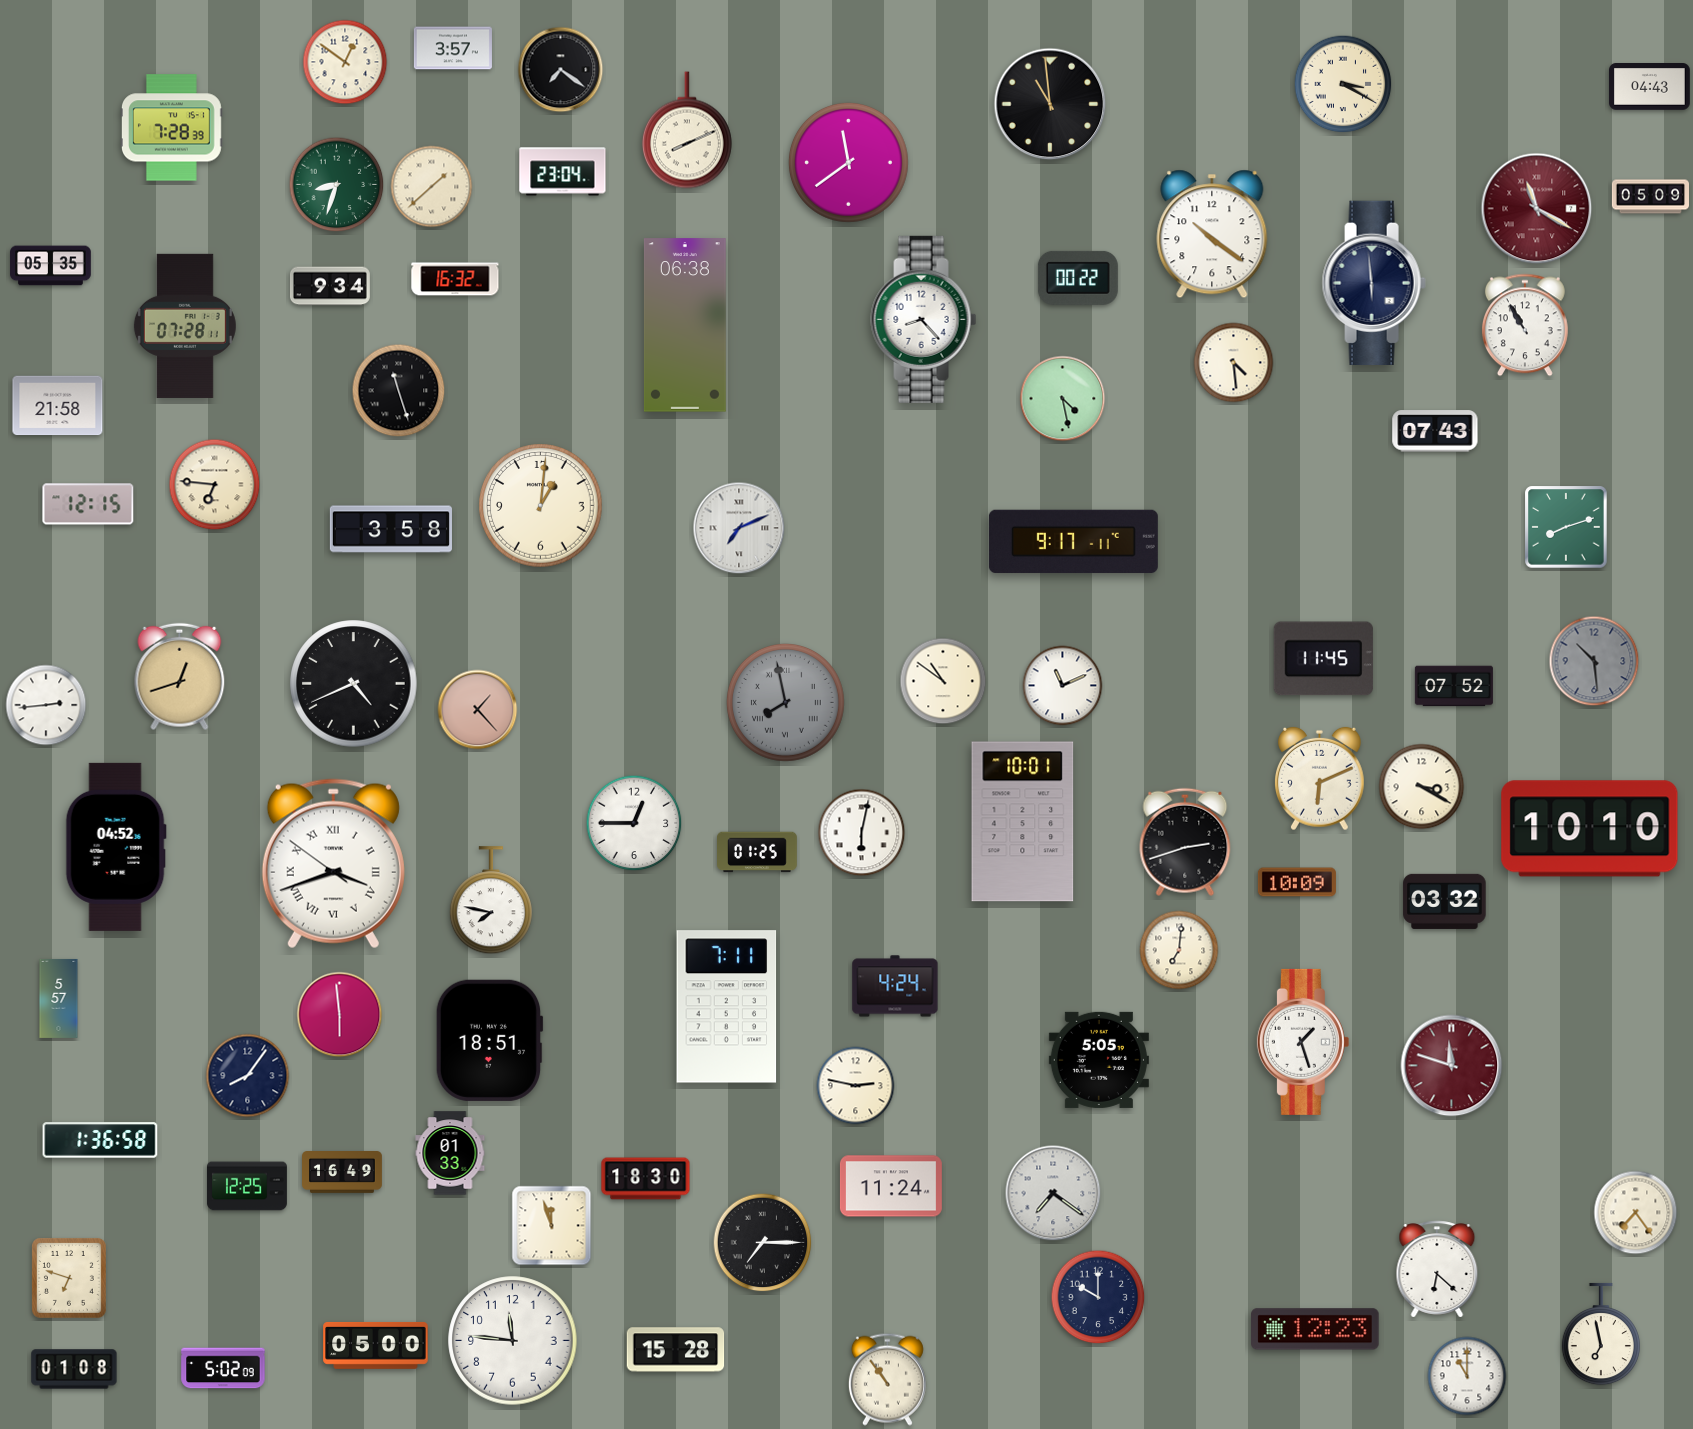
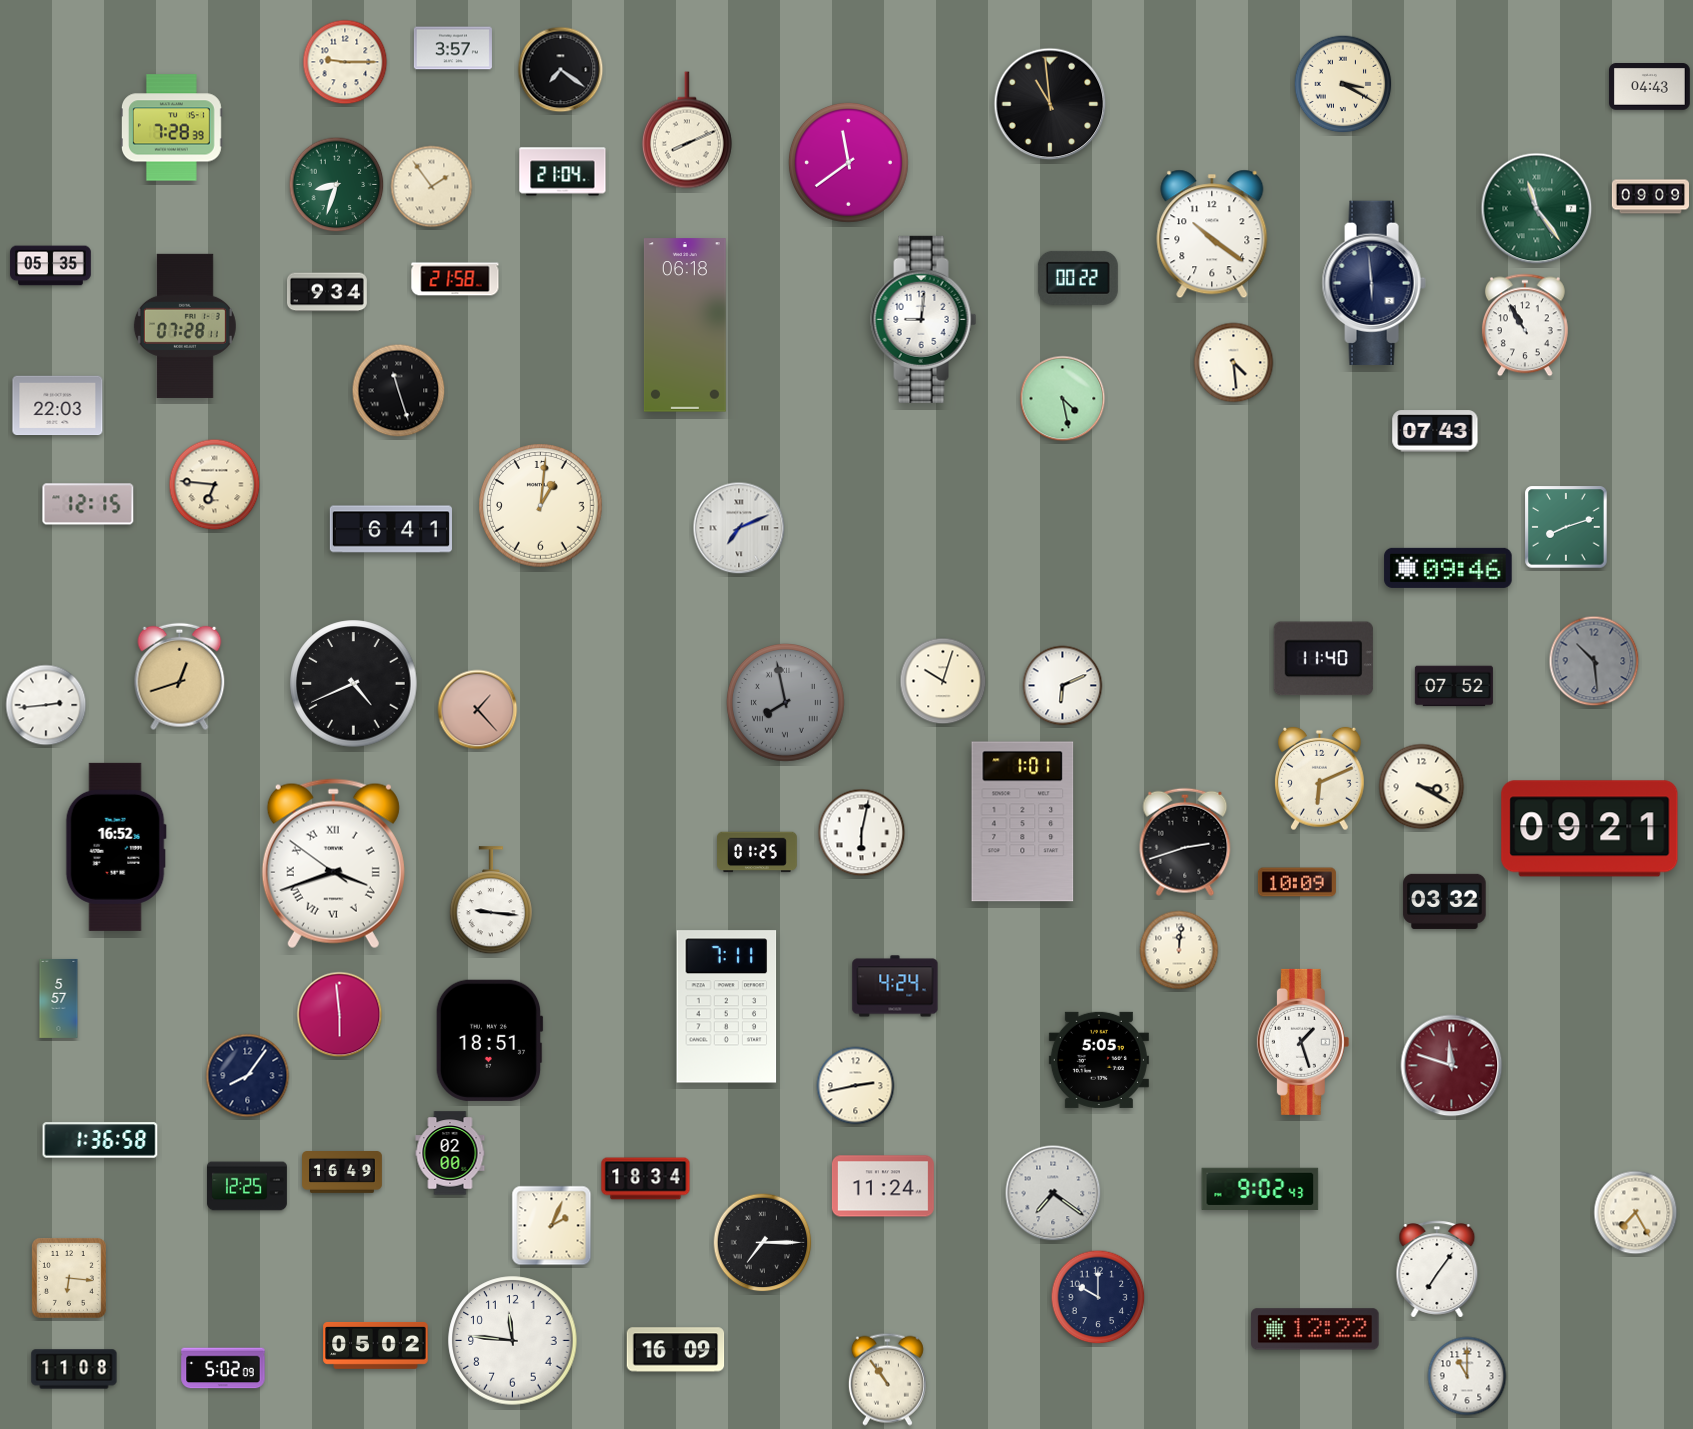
clock at (345, 62): 12:51 -> 9:15
clock at (563, 172): 23:04 -> 21:04
clock at (432, 187): 1:38 -> 1:54
clock at (1650, 197): 05:09 -> 09:09
clock at (1537, 209): 11:20 -> 11:24
clock at (1537, 209) dial: burgundy -> green
clock at (455, 279): 16:32 -> 21:58
clock at (330, 286) position: (330, 286) -> (327, 292)
clock at (924, 319): 8:23 -> 9:01
clock at (685, 325): 06:38 -> 06:18
clock at (58, 406): 21:58 -> 22:03
clock at (391, 529): 3:58 -> 6:41
clock at (1073, 542): 9:17 -> none
clock at (1448, 568): none -> 09:46
clock at (1323, 659): 11:45 -> 11:40
clock at (943, 681): 10:51 -> 10:03
clock at (1063, 686): 11:11 -> 6:11
clock at (1023, 822): 10:01 -> 1:01
clock at (634, 823): 12:45 -> none
clock at (1590, 829): 10:10 -> 09:21
clock at (116, 847): 04:52 -> 16:52
clock at (491, 901): 7:47 -> 9:16
clock at (1179, 950): 7:01 -> 12:01
clock at (856, 1086): 2:47 -> 2:43
clock at (450, 1153): 01:33 -> 02:00
clock at (646, 1179): 18:30 -> 18:34
clock at (891, 1186) position: (891, 1186) -> (883, 1186)
clock at (1260, 1188): none -> 9:02
clock at (1636, 1213): 7:24 -> 7:25
clock at (552, 1226): 11:57 -> 2:04
clock at (1437, 1269): 6:22 -> 7:06
clock at (69, 1278): 6:48 -> 6:16
clock at (1315, 1329): 12:23 -> 12:22
clock at (1600, 1334): 6:58 -> none
clock at (376, 1345): 05:00 -> 05:02
clock at (676, 1350): 15:28 -> 16:09
clock at (74, 1369): 01:08 -> 11:08
